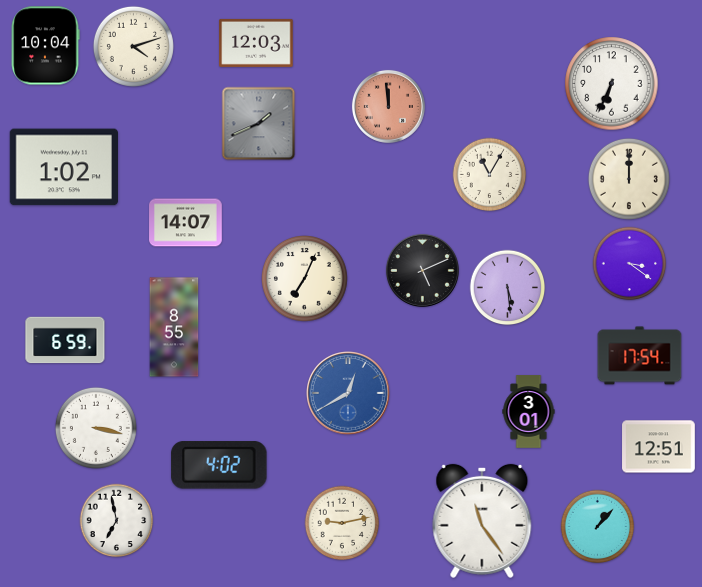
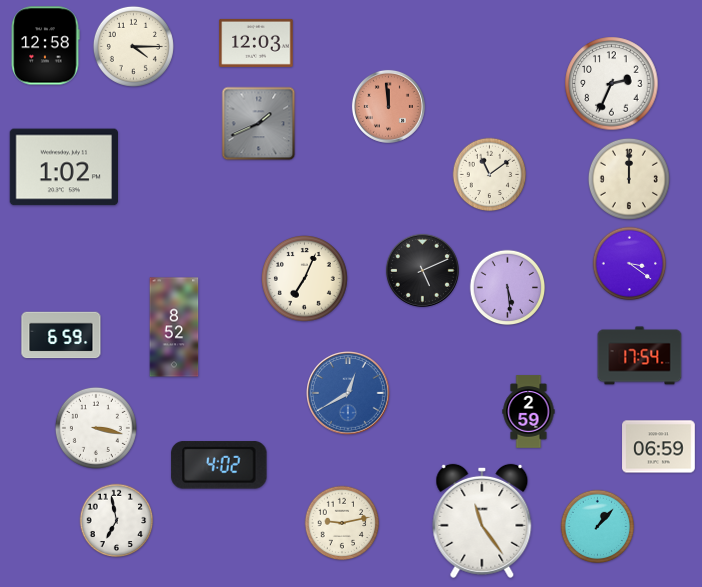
clock at (45, 46): 10:04 -> 12:58
clock at (133, 46): 4:12 -> 4:15
clock at (612, 84): 6:34 -> 2:34
clock at (490, 175): 11:05 -> 11:09
clock at (186, 223): 14:07 -> none
clock at (174, 327): 8:55 -> 8:52
clock at (65, 340) position: (65, 340) -> (61, 335)
clock at (529, 412): 3:01 -> 2:59
clock at (659, 447): 12:51 -> 06:59
